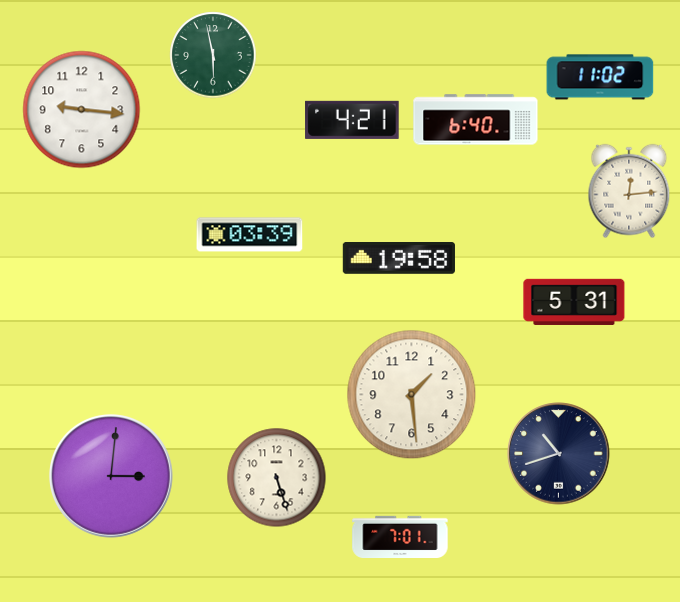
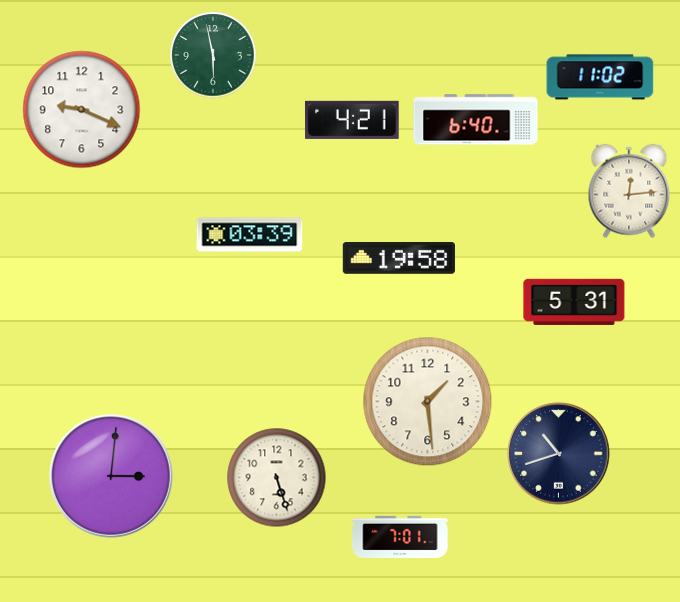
clock at (82, 110): 9:16 -> 9:19
clock at (412, 395) position: (412, 395) -> (428, 402)
